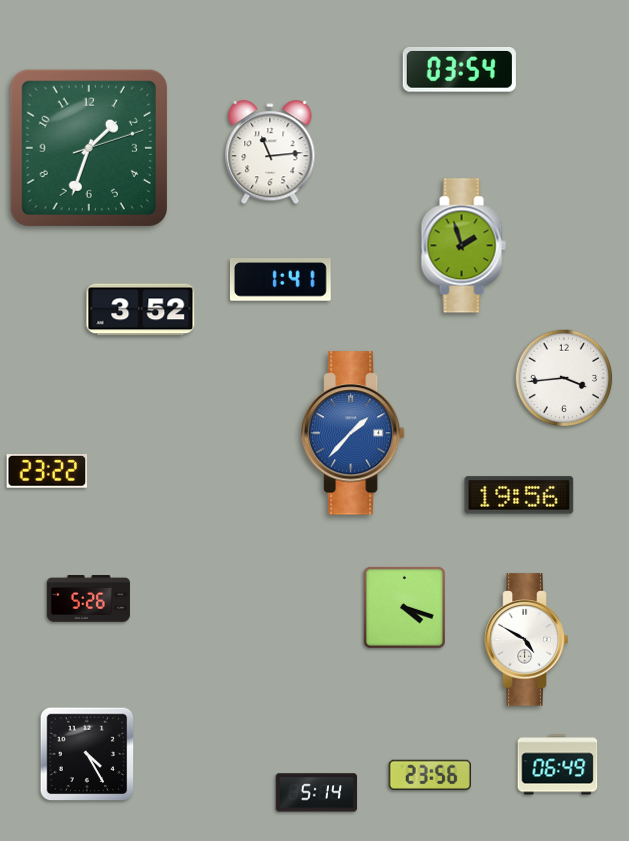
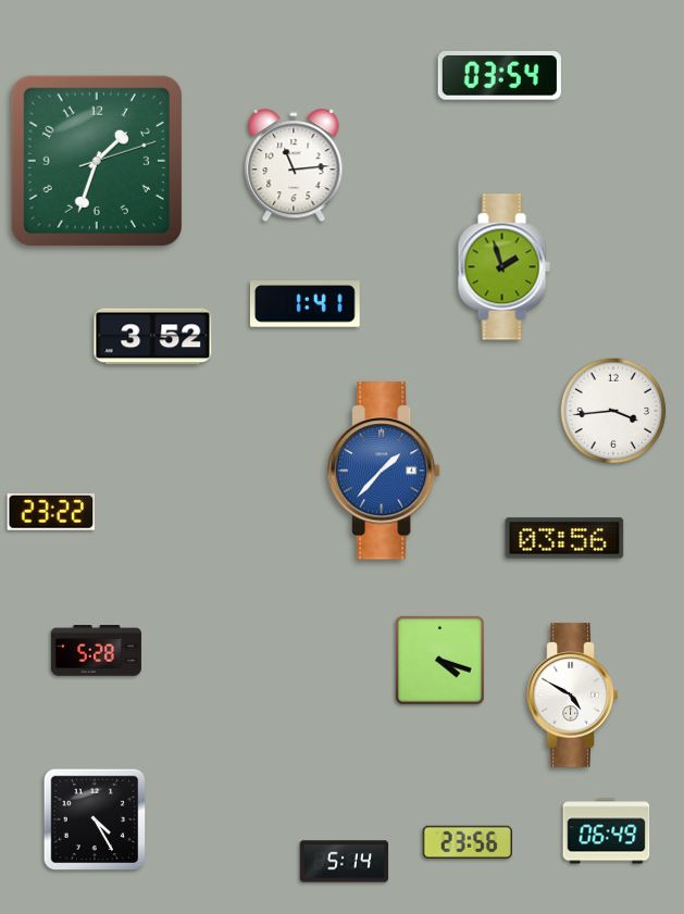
clock at (519, 495): 19:56 -> 03:56
clock at (88, 599): 5:26 -> 5:28
